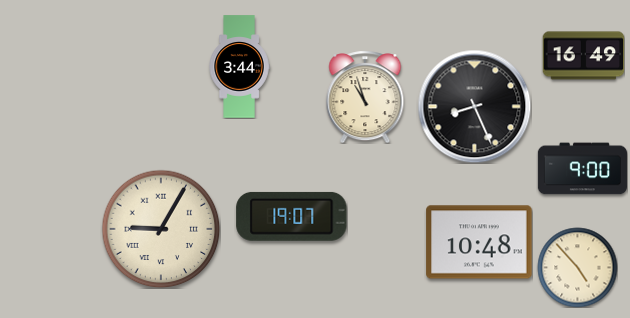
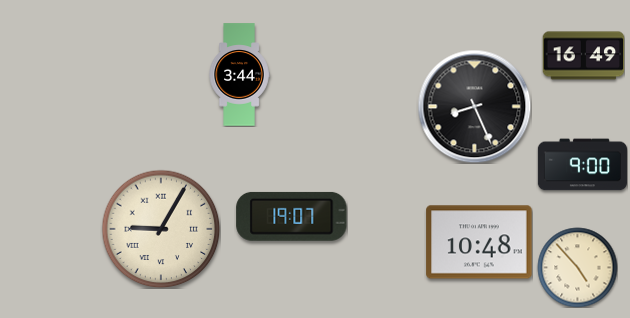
clock at (239, 67) position: (239, 67) -> (239, 75)
clock at (365, 97): 10:57 -> none
clock at (582, 169) position: (582, 169) -> (582, 165)
